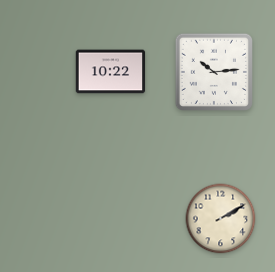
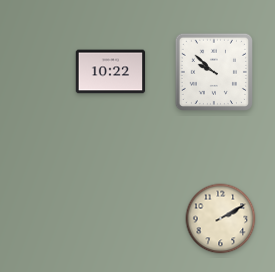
clock at (213, 71): 10:14 -> 9:52
